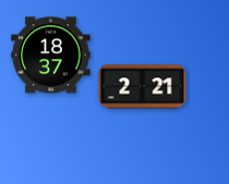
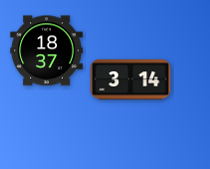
clock at (143, 87): 2:21 -> 3:14
